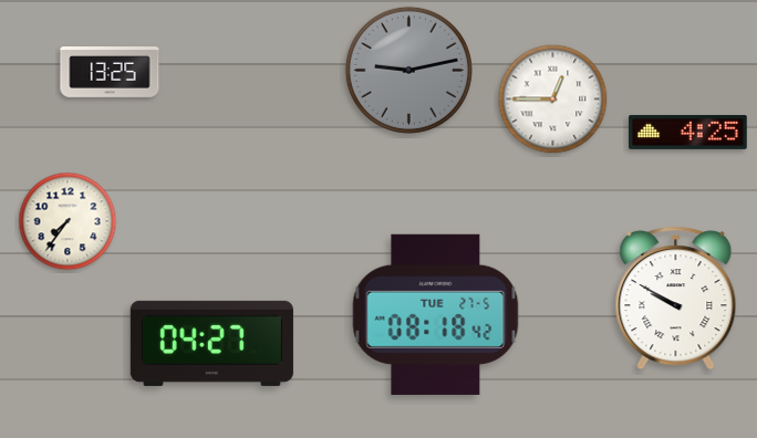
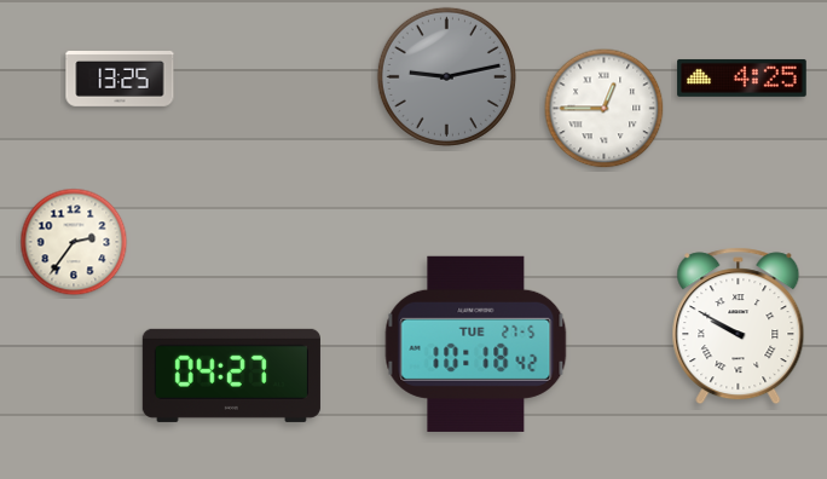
clock at (688, 132) position: (688, 132) -> (742, 77)
clock at (68, 221): 7:36 -> 2:36
clock at (436, 314): 08:18 -> 10:18
